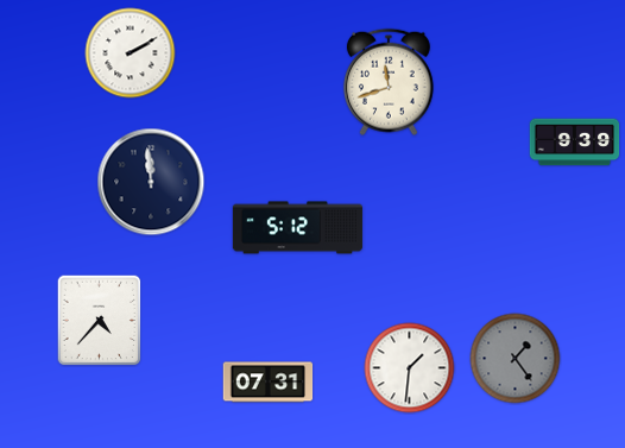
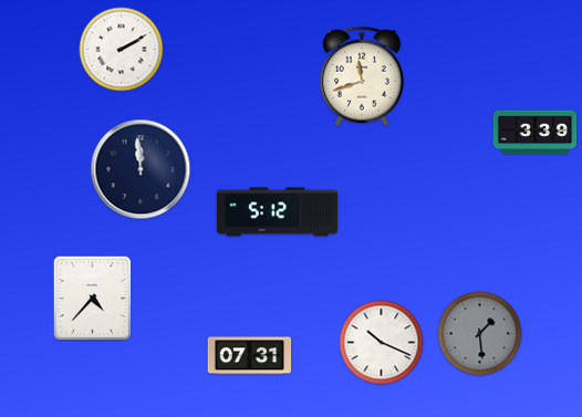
clock at (575, 143): 9:39 -> 3:39
clock at (516, 359): 1:24 -> 1:29
clock at (410, 368): 1:31 -> 10:19
